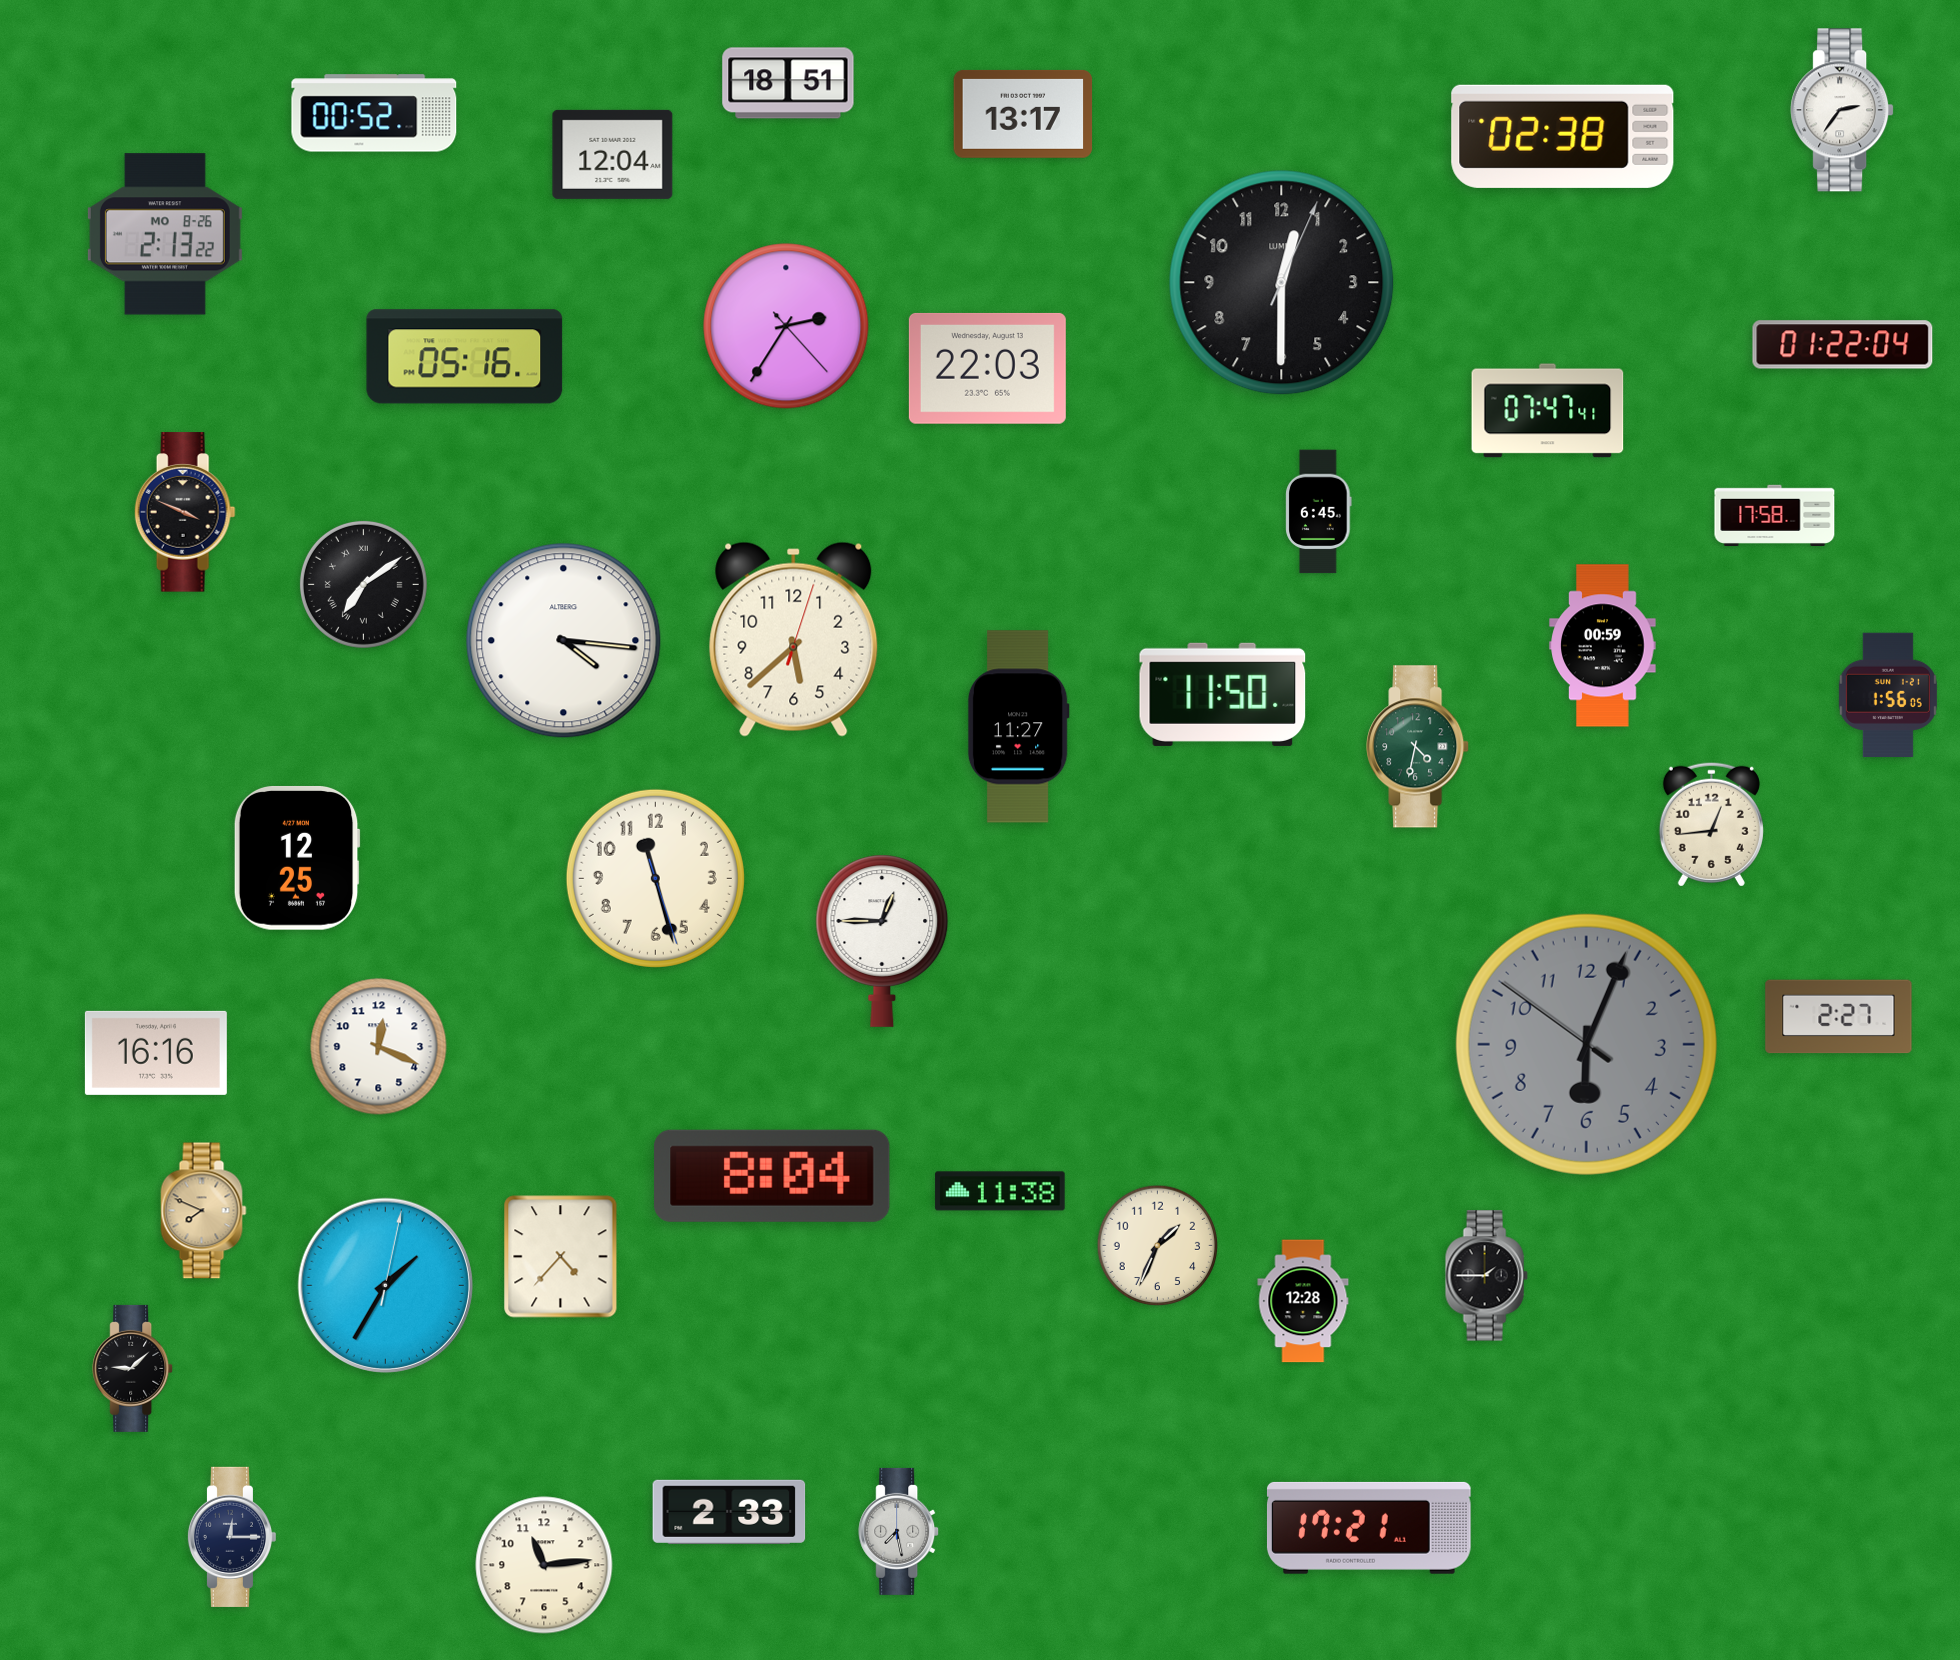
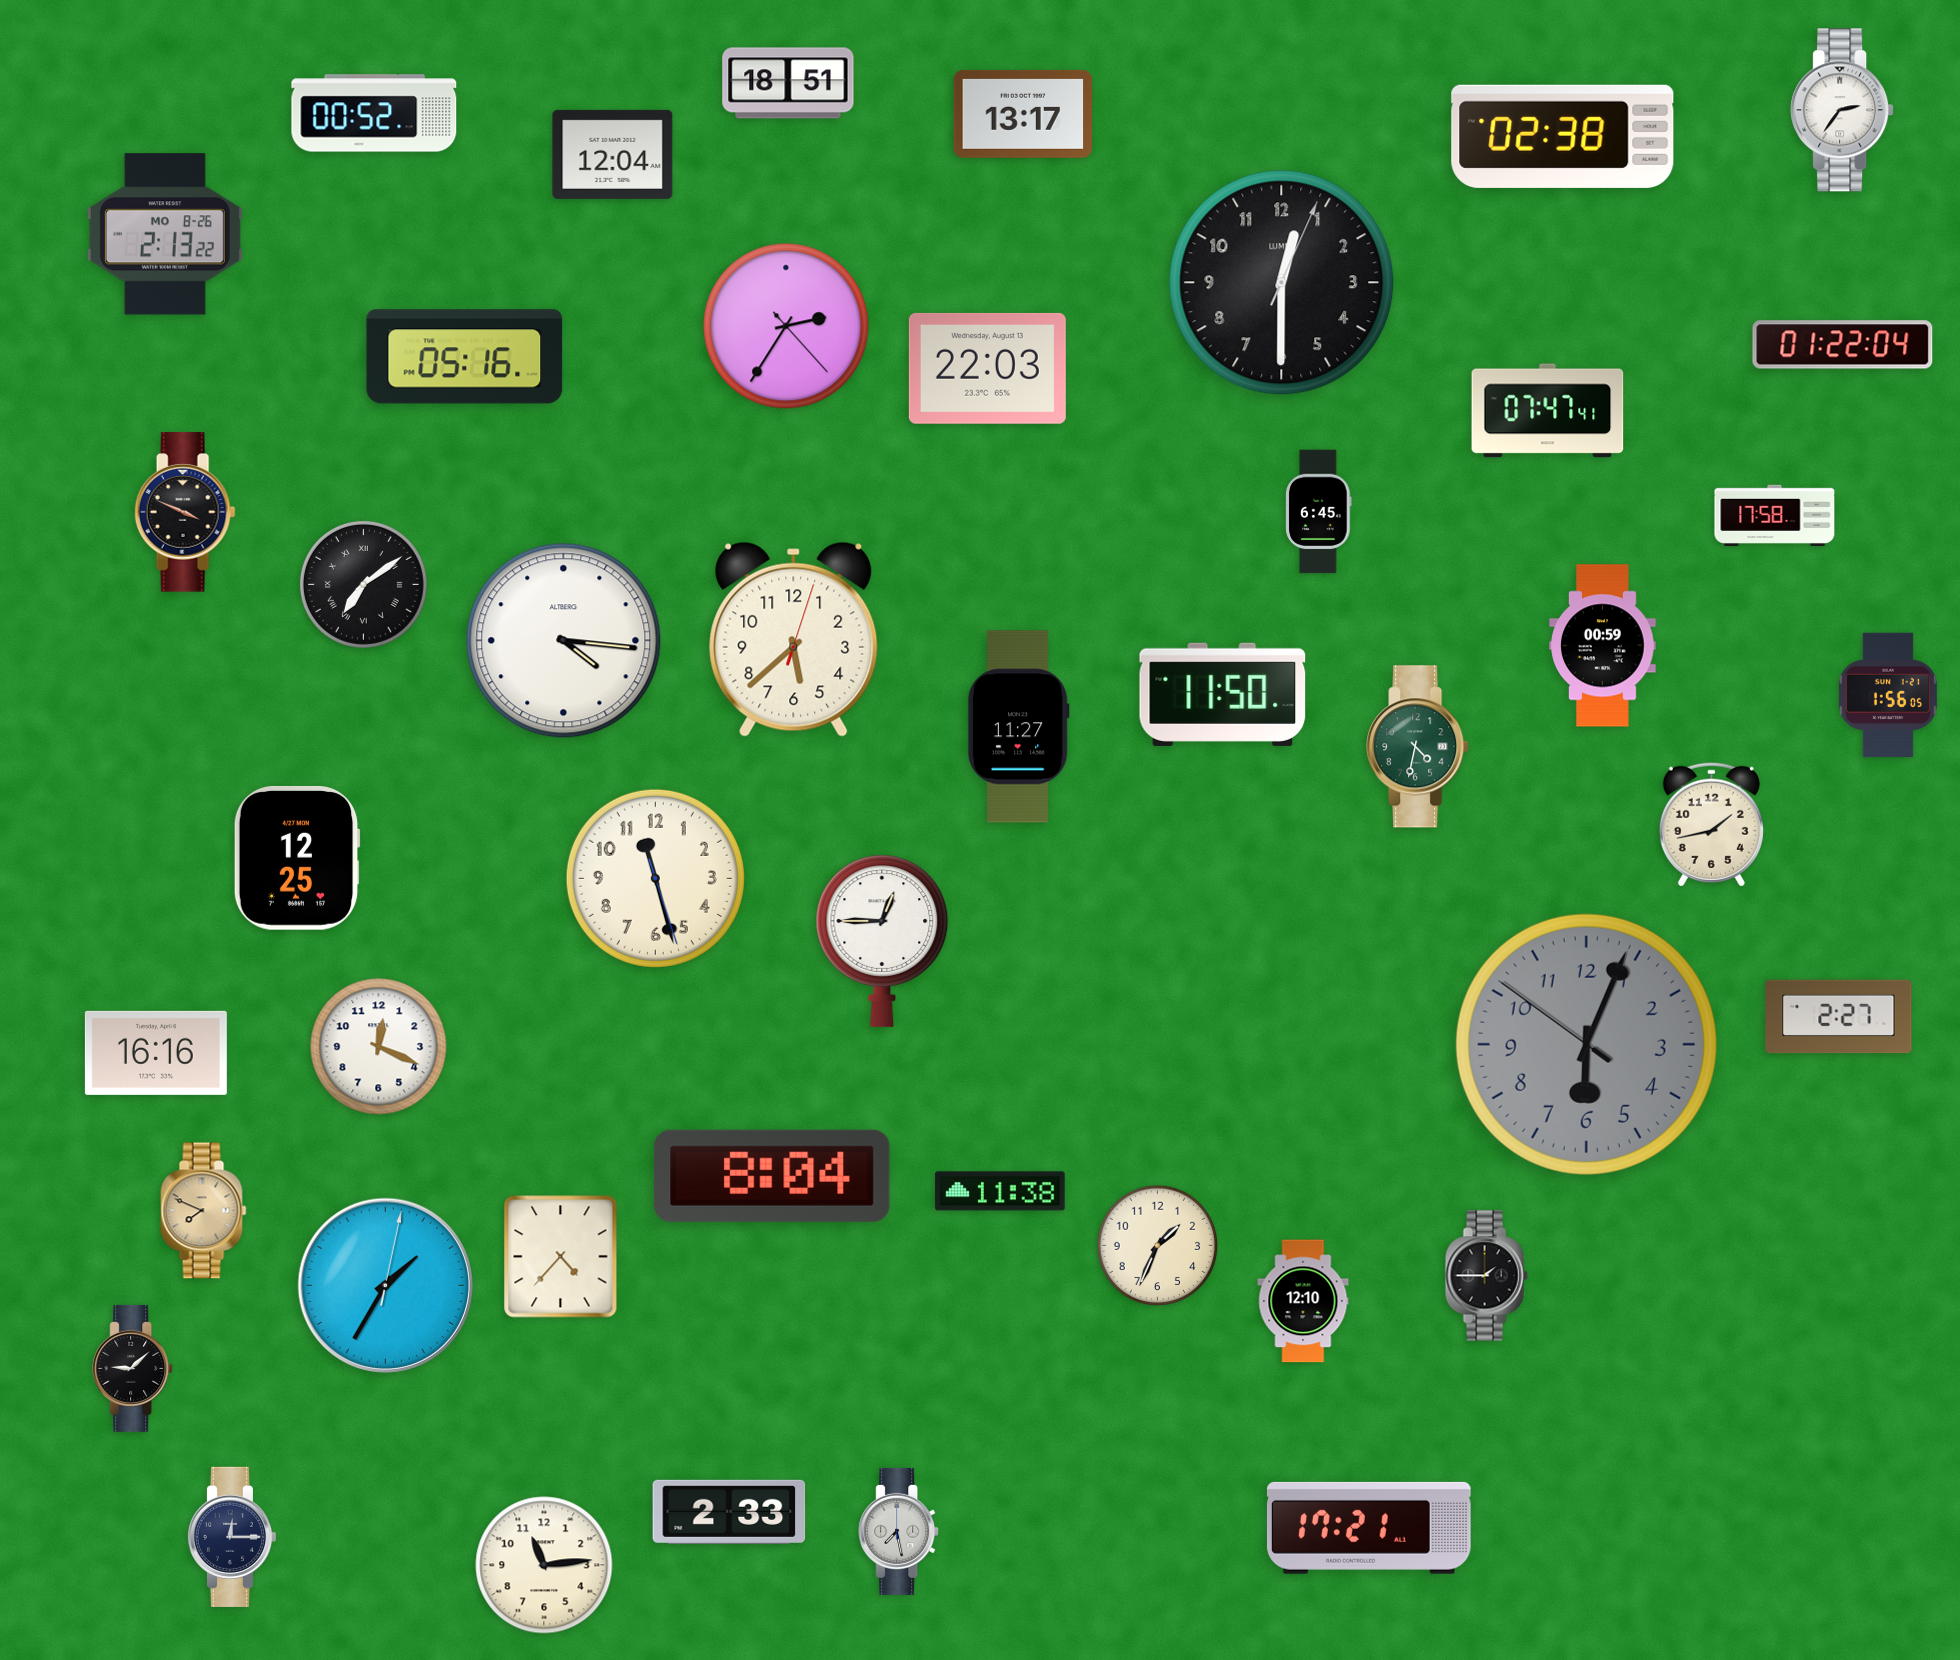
clock at (1711, 824): 12:44 -> 1:43
clock at (1303, 1301): 12:28 -> 12:10
